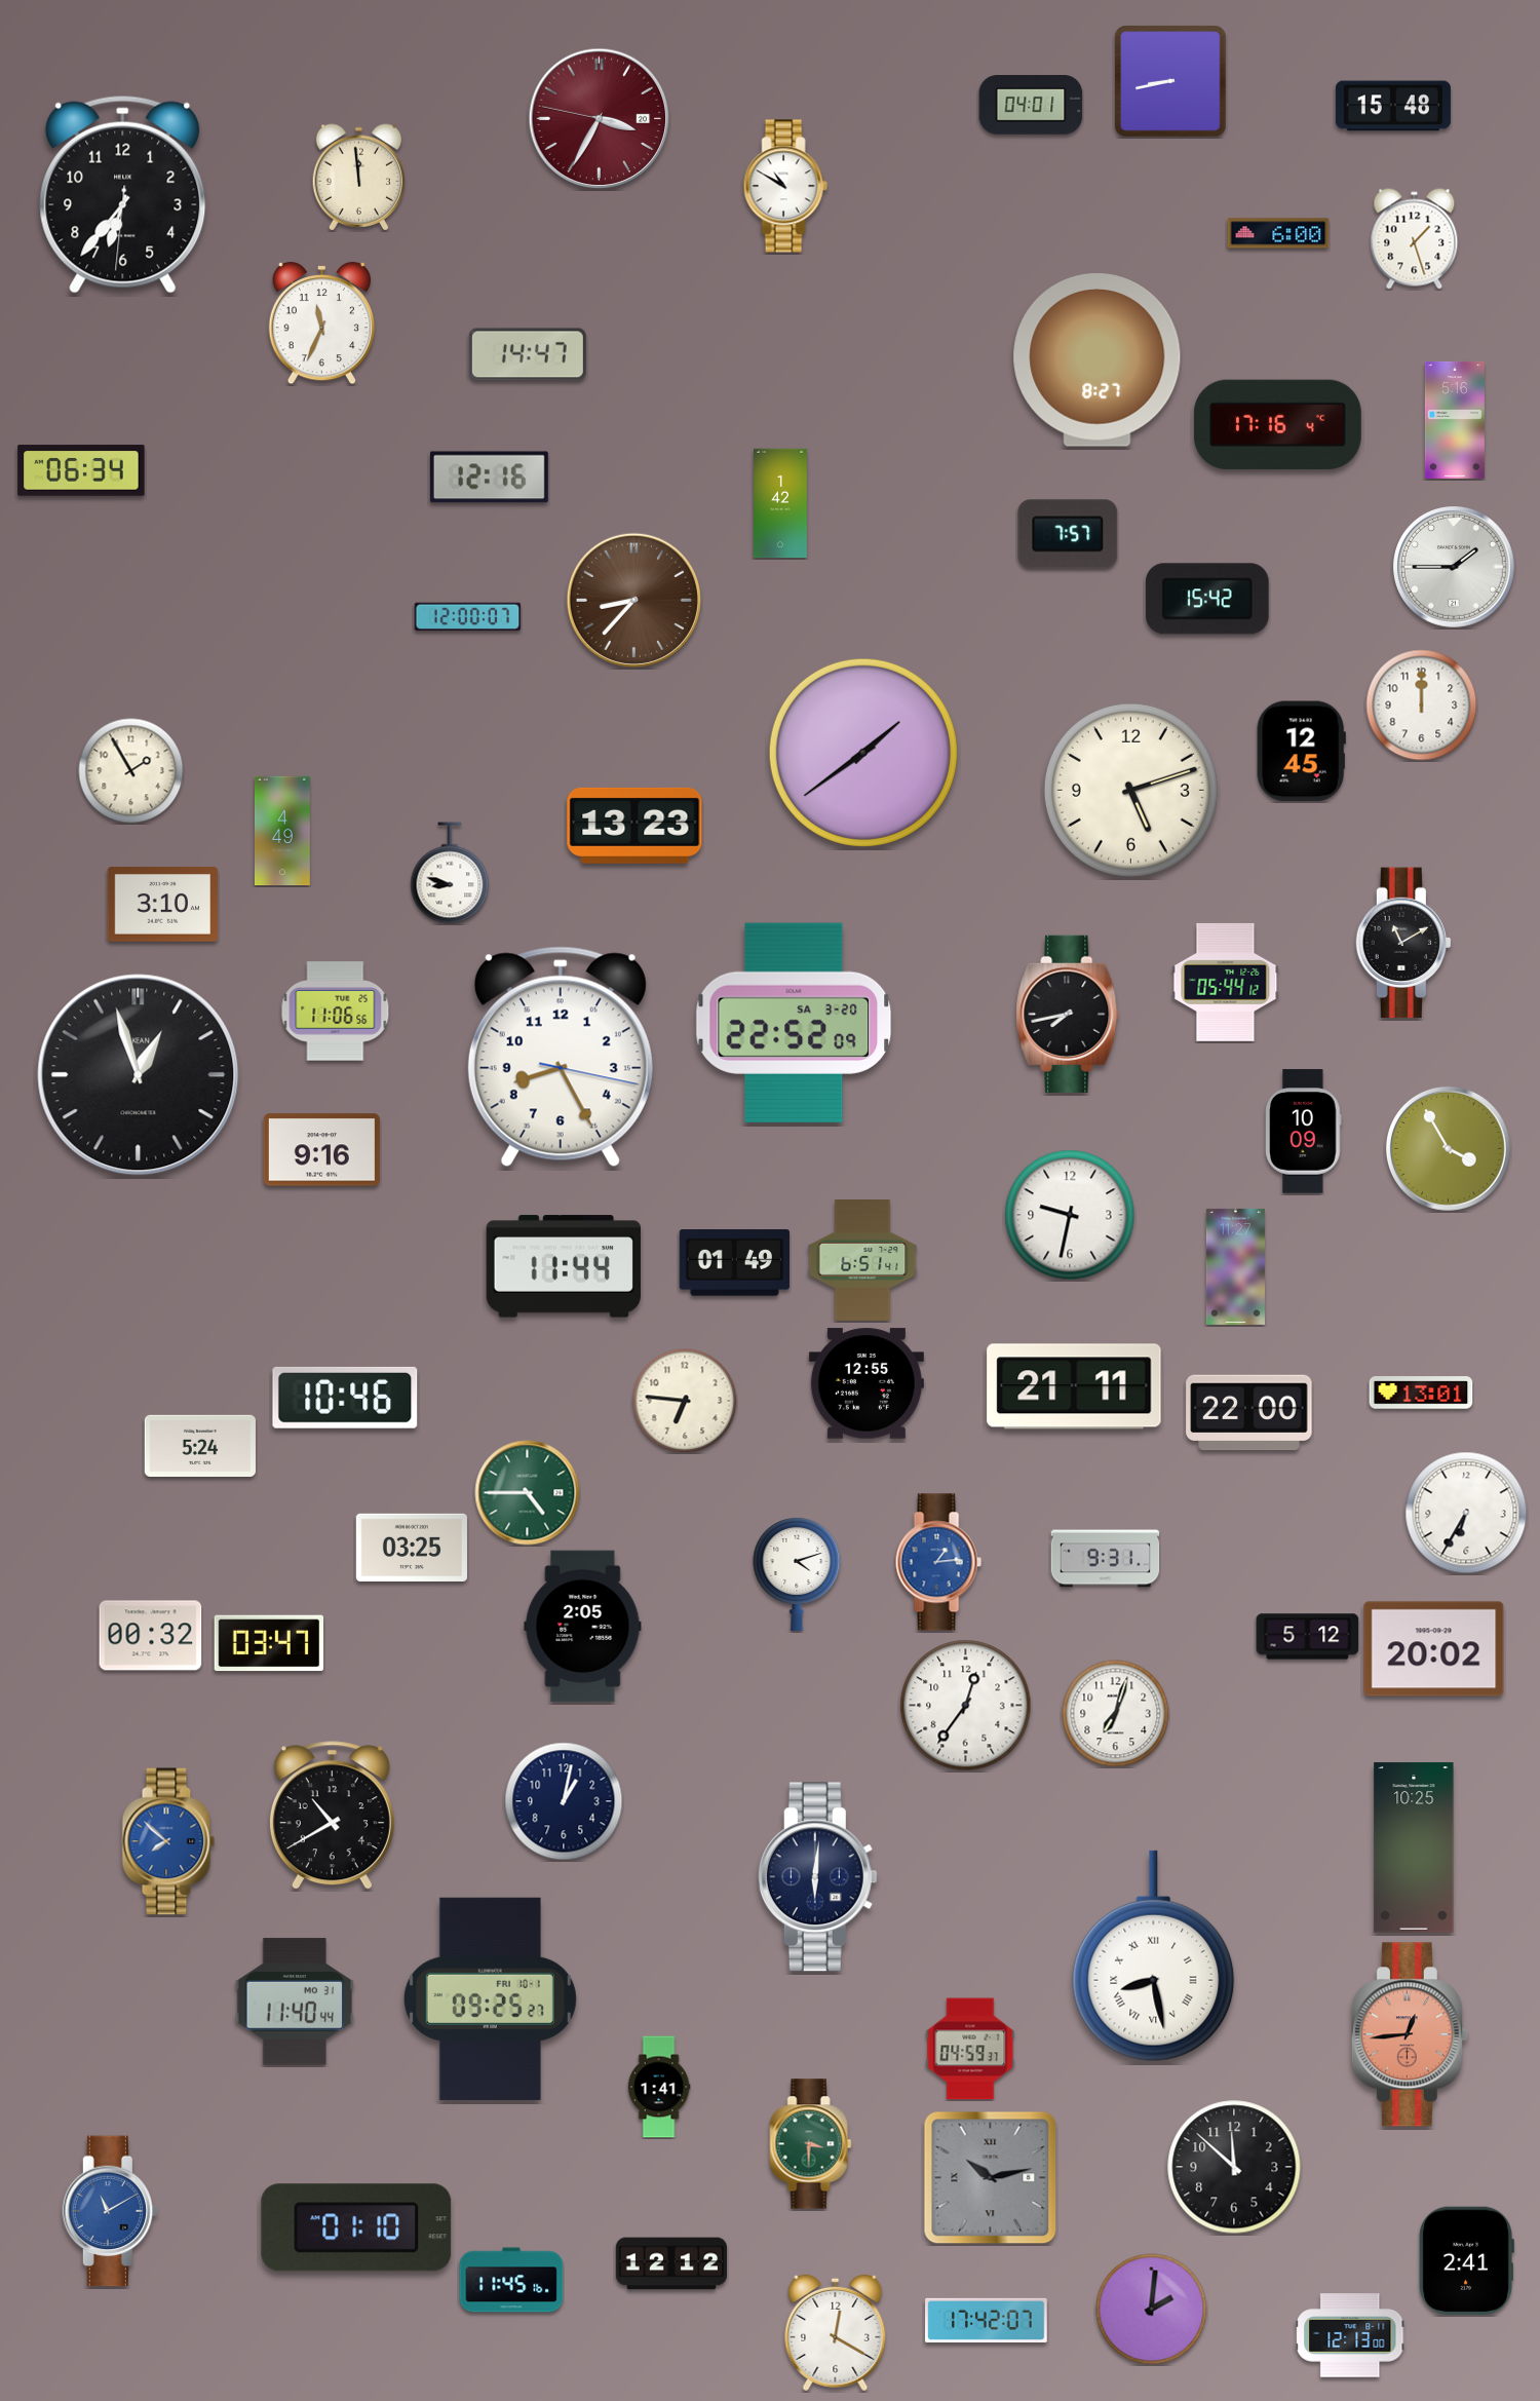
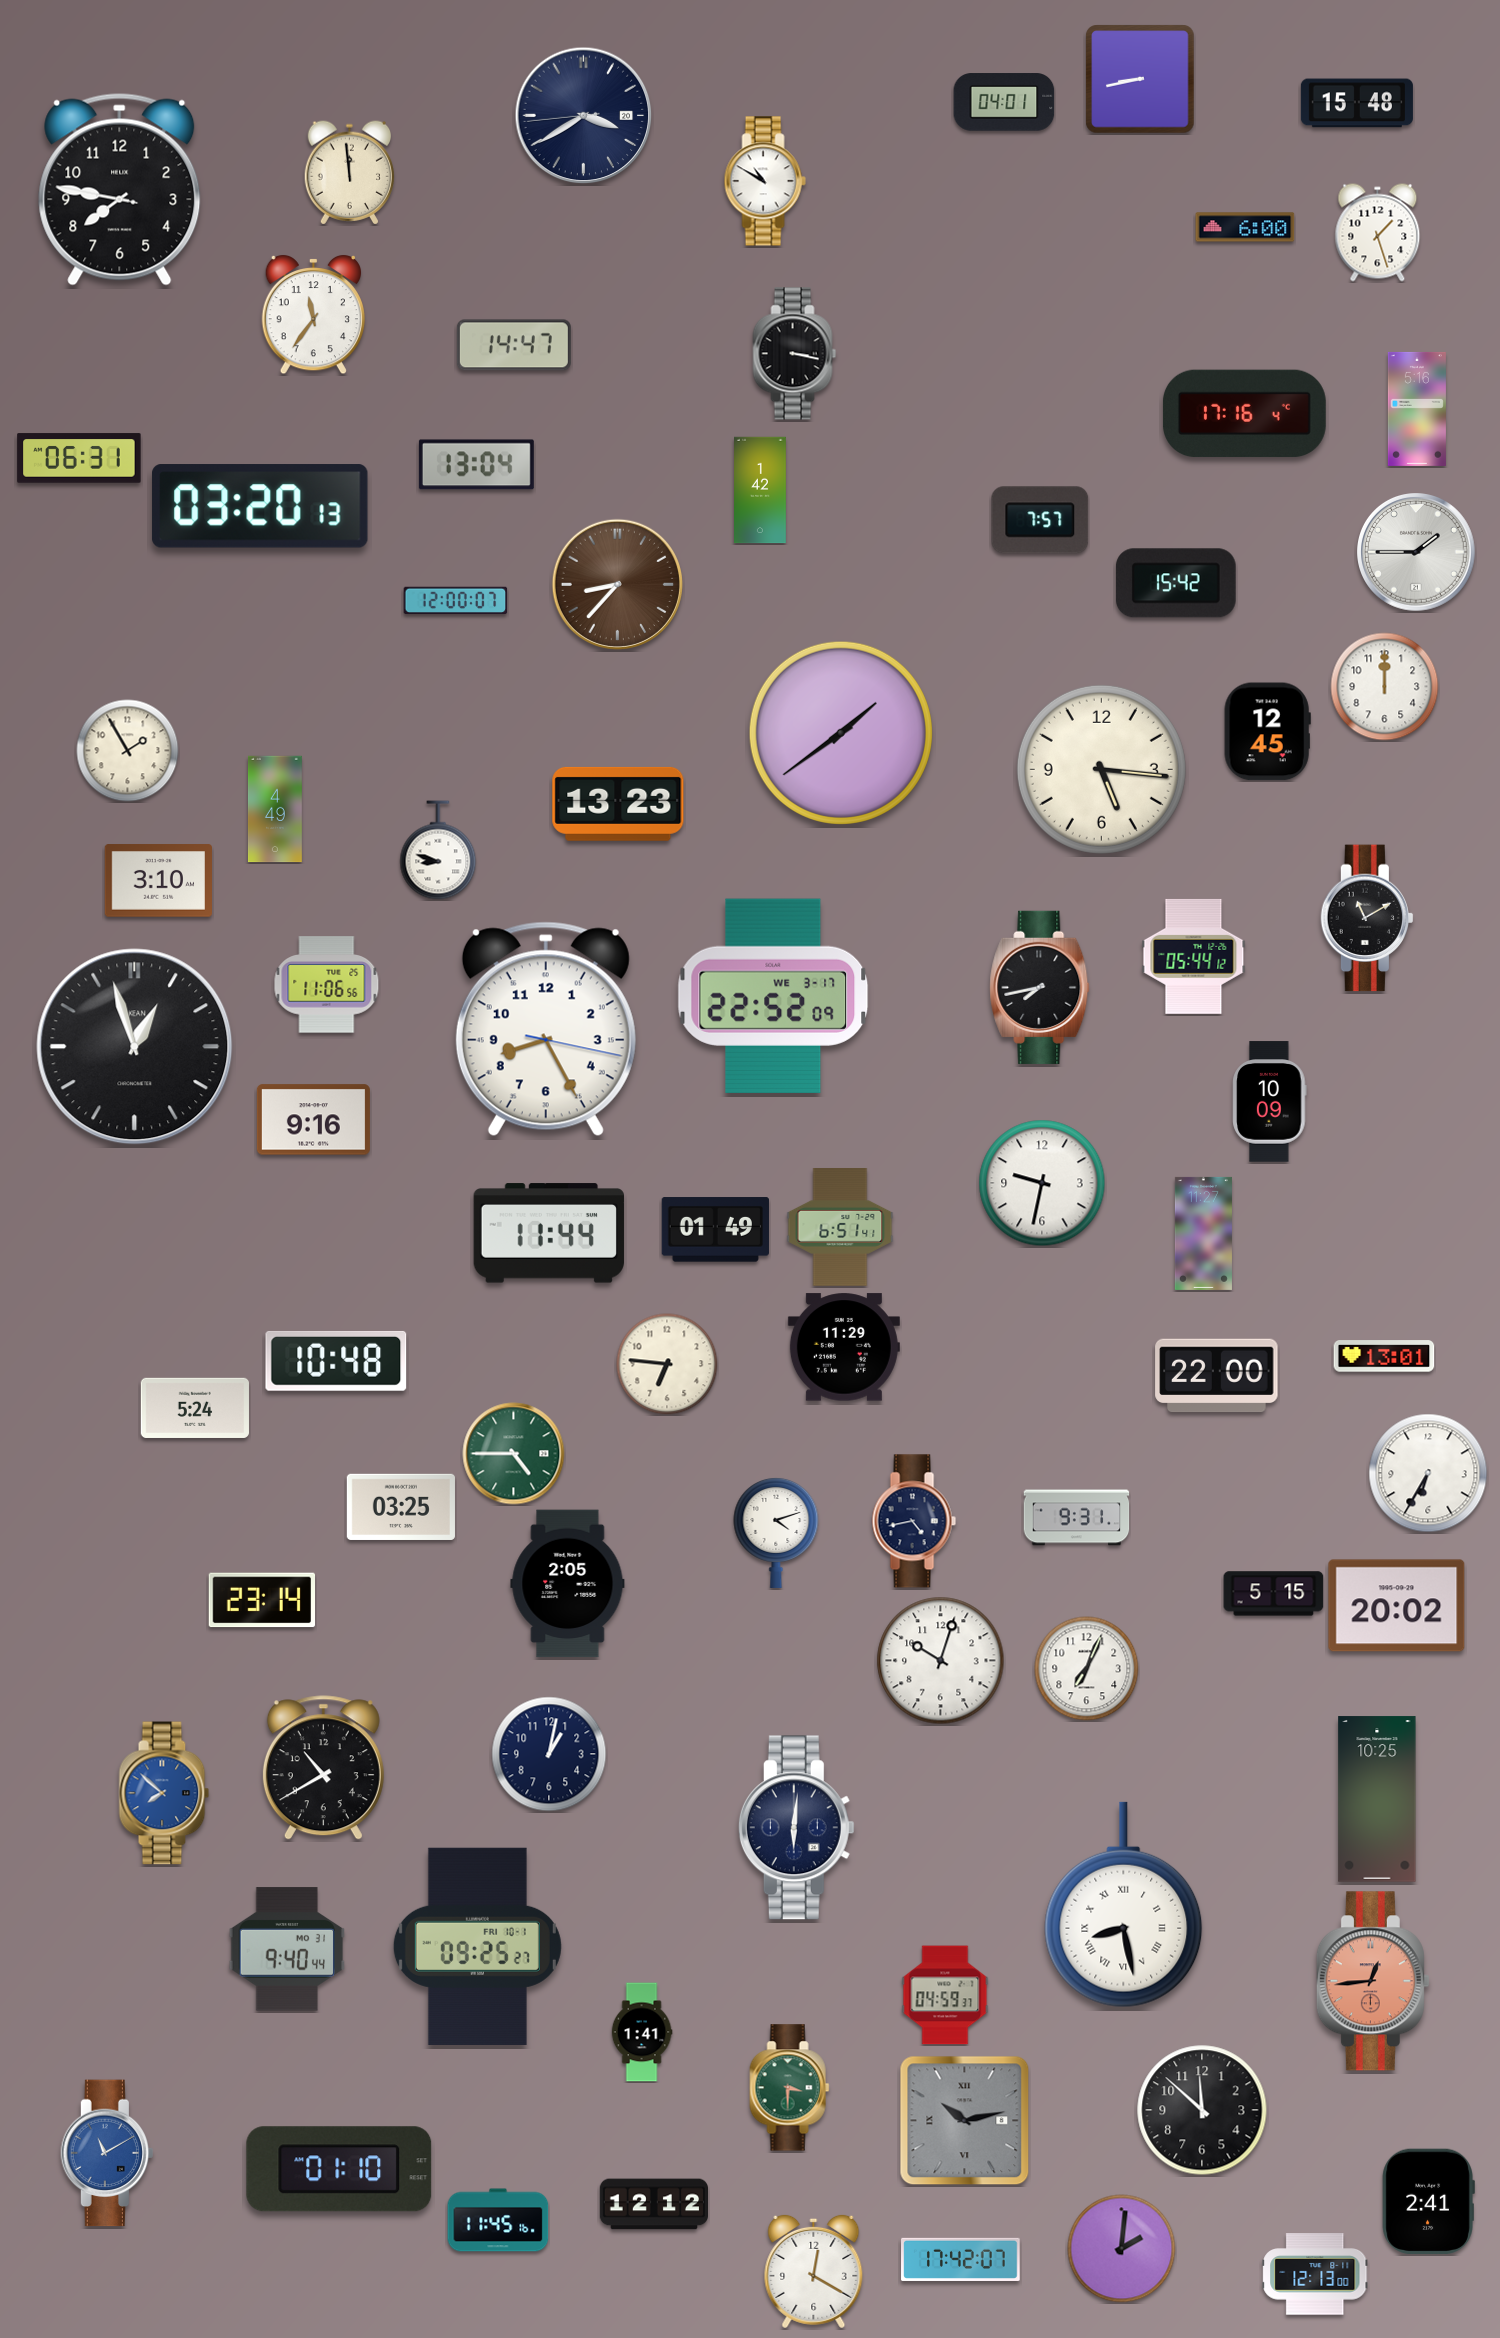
clock at (600, 119): 3:34 -> 3:39
clock at (600, 119) dial: burgundy -> navy
clock at (123, 194): 6:36 -> 7:46
clock at (321, 323): 11:34 -> 11:36
clock at (1098, 360): 8:27 -> none
clock at (795, 354): none -> 3:17
clock at (81, 470): 06:34 -> 06:31
clock at (489, 478): 12:16 -> 13:04
clock at (260, 507): none -> 03:20
clock at (1130, 790): 5:12 -> 5:16
clock at (794, 1023) date: SA 3-20 -> WE 3-17
clock at (1448, 1148): 3:55 -> none
clock at (867, 1383): 12:55 -> 11:29
clock at (1074, 1386): 21:11 -> none
clock at (345, 1398): 10:46 -> 10:48
clock at (938, 1562): 1:14 -> 4:43
clock at (938, 1562) dial: blue -> navy
clock at (151, 1636): 00:32 -> none
clock at (1308, 1637): 5:12 -> 5:15
clock at (268, 1643): 03:47 -> 23:14
clock at (966, 1706): 12:36 -> 10:03
clock at (1116, 1714): 7:03 -> 7:04
clock at (295, 2002): 11:40 -> 9:40
clock at (356, 2227) position: (356, 2227) -> (339, 2169)
